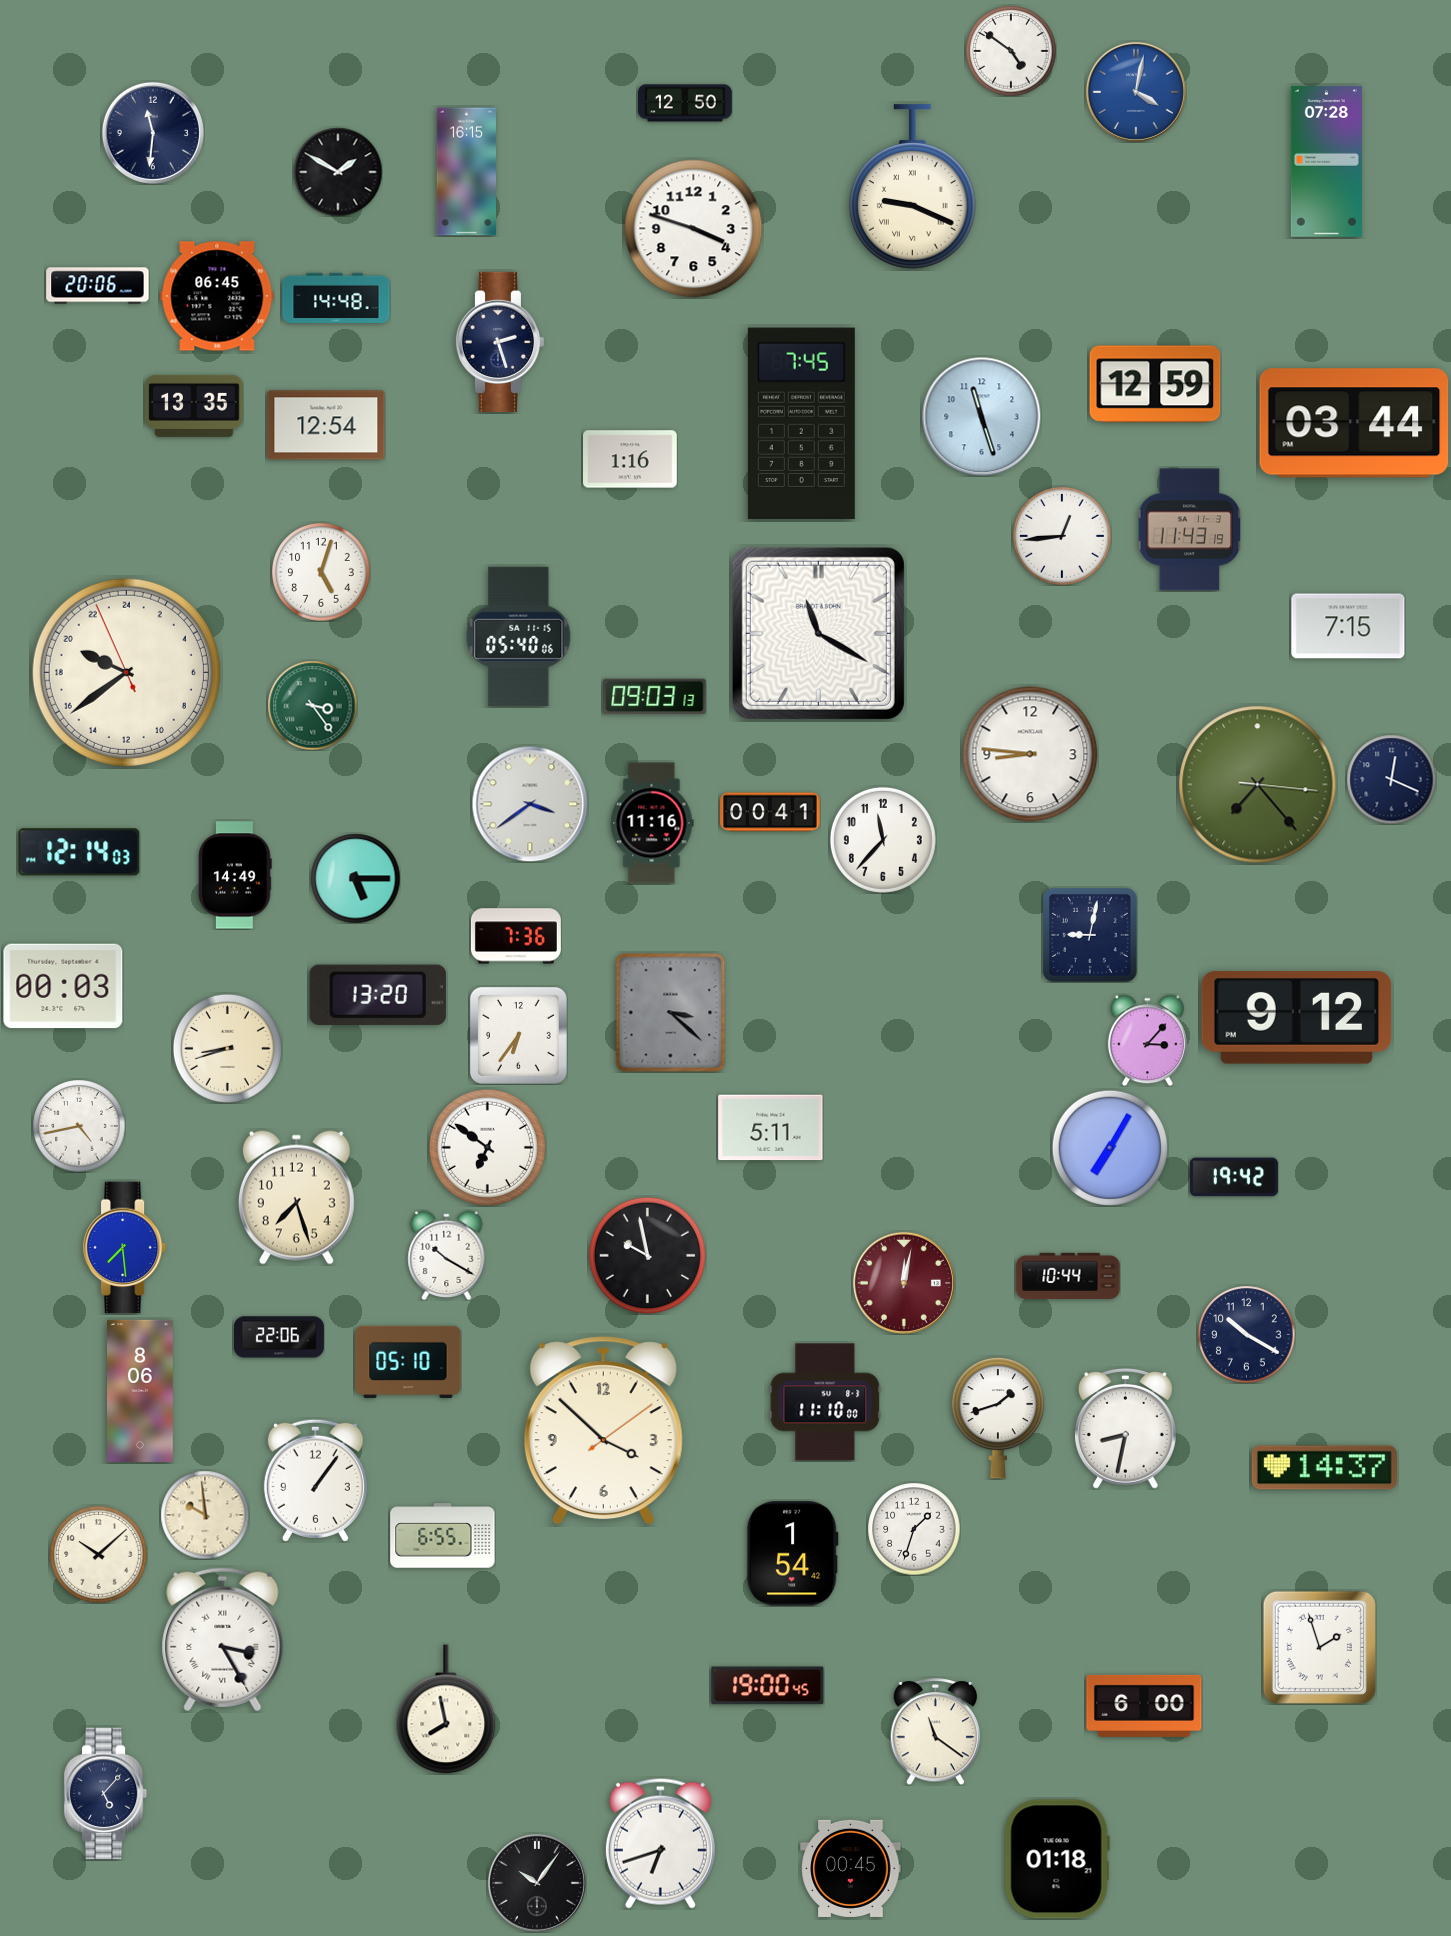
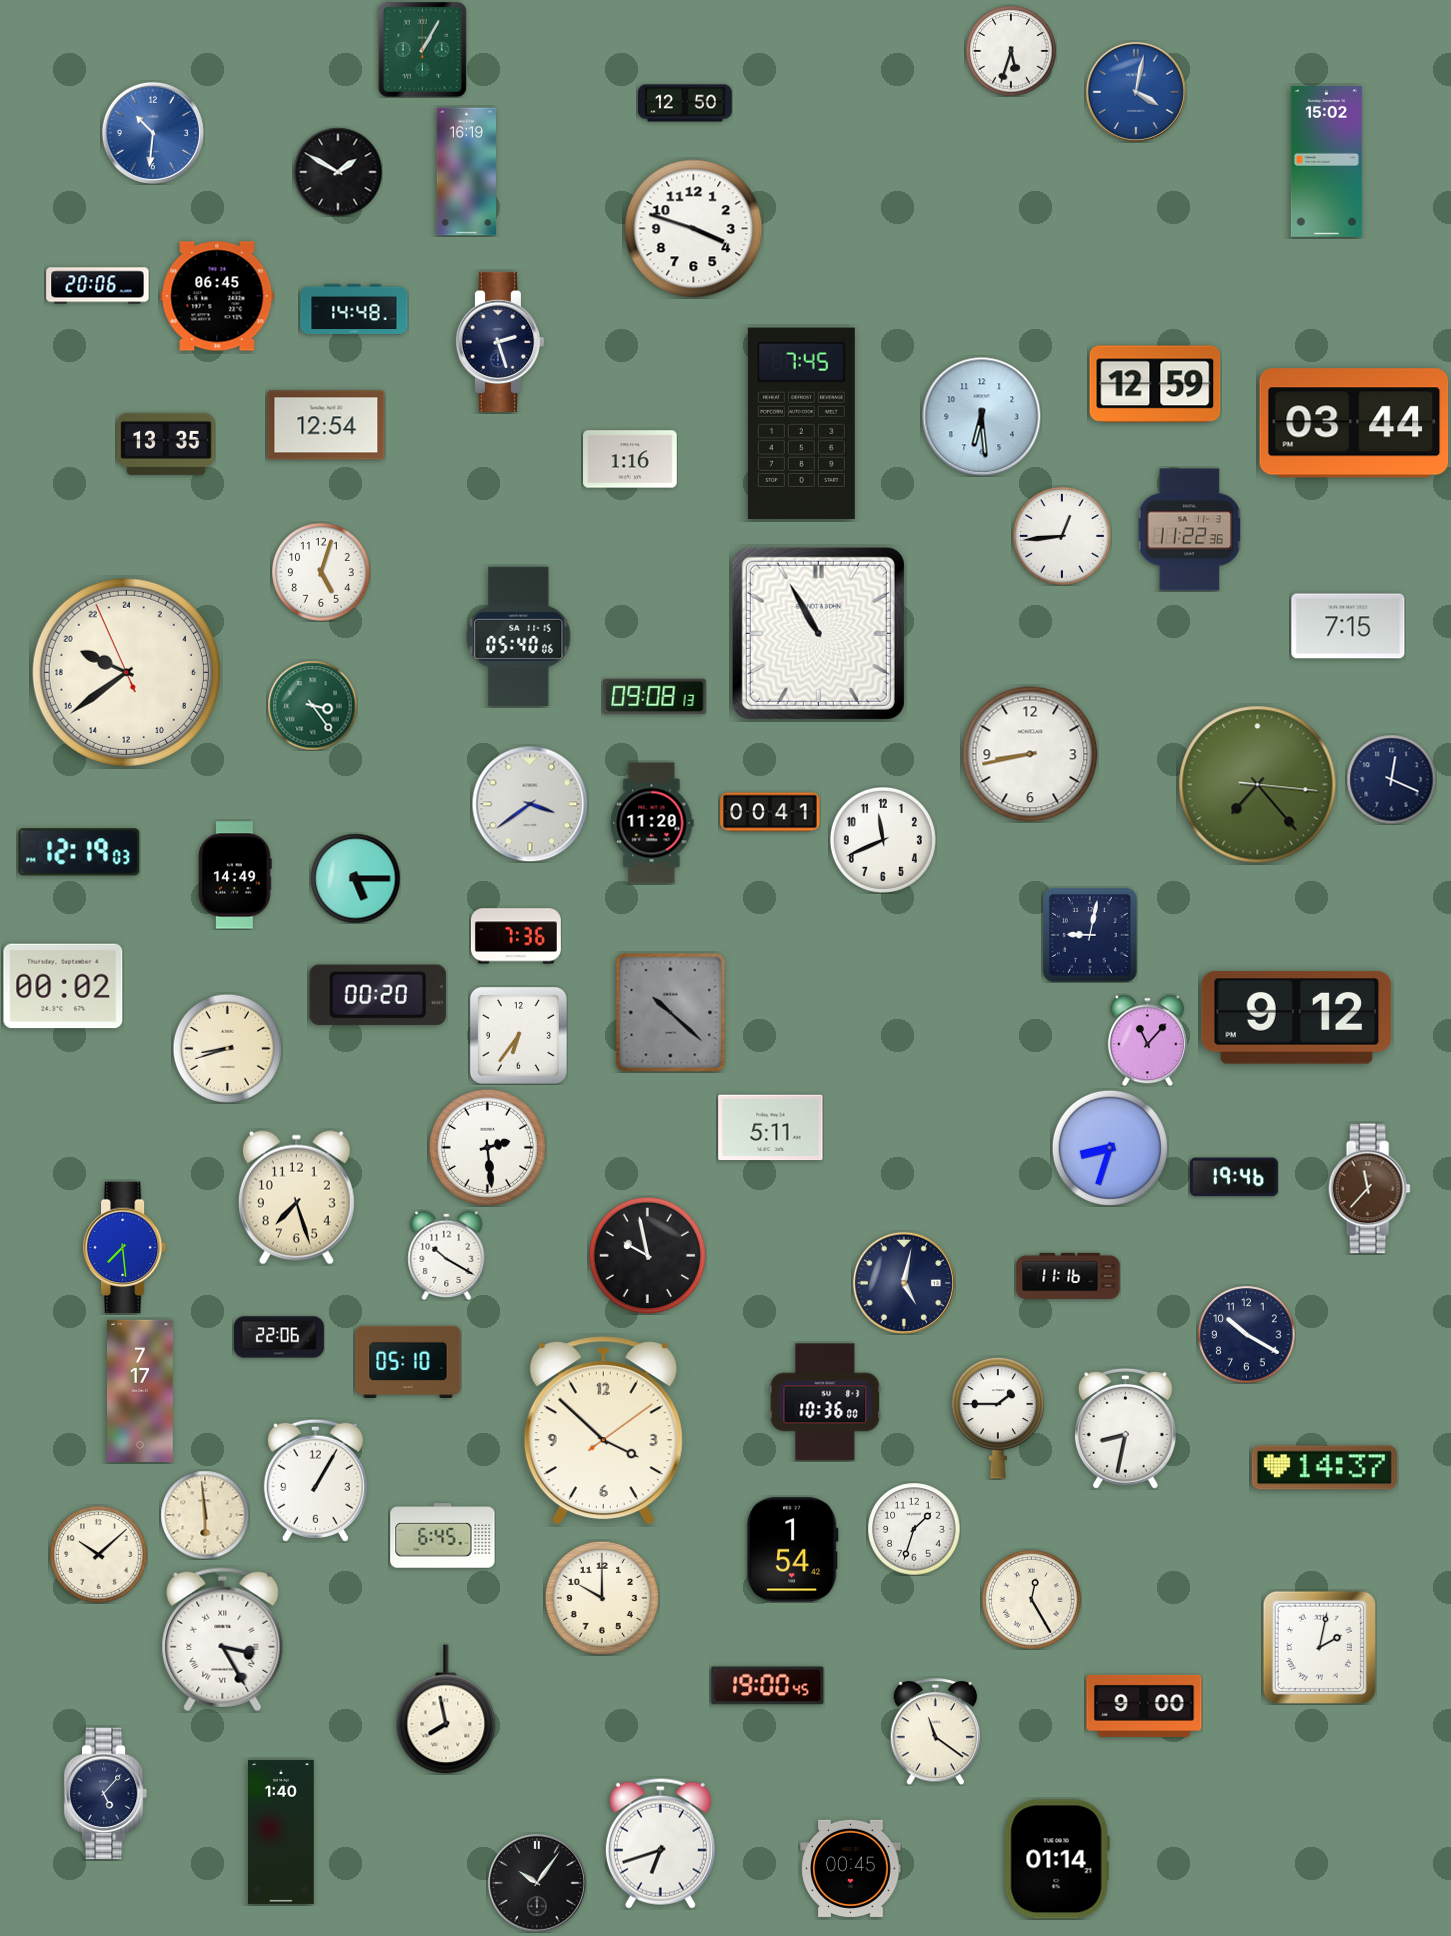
clock at (422, 49): none -> 1:05
clock at (1011, 51): 4:51 -> 5:33
clock at (153, 133): 11:31 -> 10:31
clock at (153, 133) dial: navy -> blue
clock at (1326, 161): 07:28 -> 15:02
clock at (466, 172): 16:15 -> 16:19
clock at (913, 187): 9:19 -> none
clock at (336, 297) position: (336, 297) -> (354, 308)
clock at (194, 406) position: (194, 406) -> (166, 444)
clock at (982, 417): 11:27 -> 6:29
clock at (1189, 530): 11:43 -> 11:22
clock at (818, 633): 11:20 -> 10:55
clock at (655, 697): 09:03 -> 09:08
clock at (1030, 754): 8:46 -> 8:43
clock at (652, 823): 11:16 -> 11:20
clock at (883, 840): 11:37 -> 11:41
clock at (79, 852): 12:14 -> 12:19
clock at (63, 986): 00:03 -> 00:02
clock at (378, 995): 13:20 -> 00:20
clock at (671, 1012): 3:22 -> 10:22
clock at (1147, 1040): 3:07 -> 11:07
clock at (79, 1126): 4:43 -> none
clock at (487, 1147): 6:51 -> 2:29
clock at (1110, 1148): 7:05 -> 8:33
clock at (1234, 1177): 19:42 -> 19:46
clock at (1369, 1189): none -> 11:37
clock at (1068, 1275): 10:44 -> 11:16
clock at (904, 1283): 12:02 -> 5:02
clock at (904, 1283) dial: burgundy -> navy
clock at (141, 1391): 8:06 -> 7:17
clock at (825, 1402): 11:10 -> 10:36
clock at (997, 1418): 1:42 -> 1:45
clock at (315, 1480): 1:06 -> 1:05
clock at (205, 1515): 9:59 -> 5:59
clock at (443, 1536): 6:55 -> 6:45
clock at (792, 1554) position: (792, 1554) -> (792, 1550)
clock at (602, 1598): none -> 10:00
clock at (1032, 1600): none -> 12:25
clock at (1319, 1647): 1:57 -> 2:02
clock at (1144, 1706): 6:00 -> 9:00
clock at (282, 1832): none -> 1:40
clock at (1057, 1859): 01:18 -> 01:14
